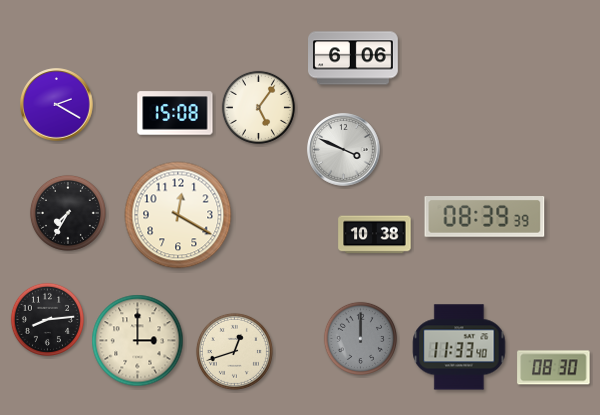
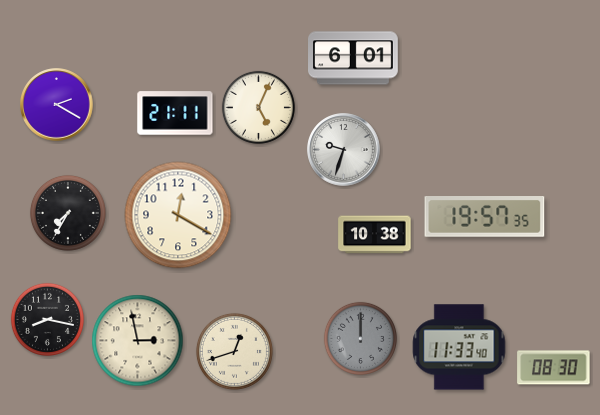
clock at (354, 58): 6:06 -> 6:01
clock at (258, 107): 5:06 -> 5:04
clock at (175, 113): 15:08 -> 21:11
clock at (344, 150): 3:49 -> 9:33
clock at (485, 217): 08:39 -> 19:57
clock at (47, 319): 8:14 -> 8:17
clock at (138, 341): 3:00 -> 2:58
